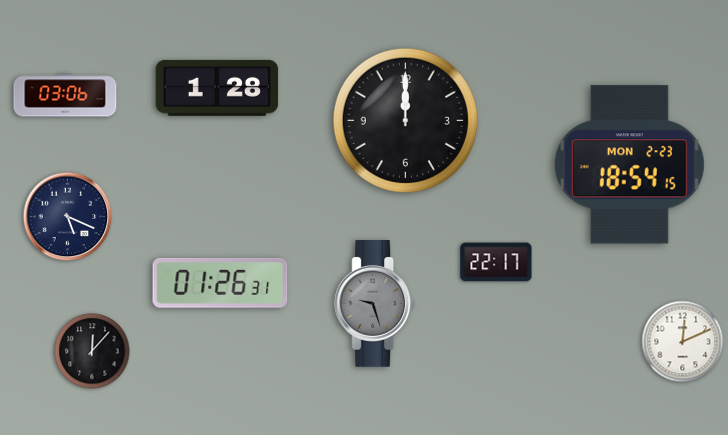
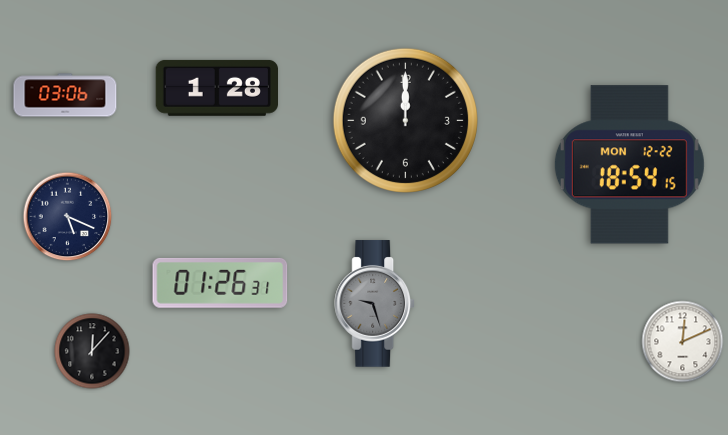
clock at (629, 165) date: MON 2-23 -> MON 12-22
clock at (496, 262): 22:17 -> none
